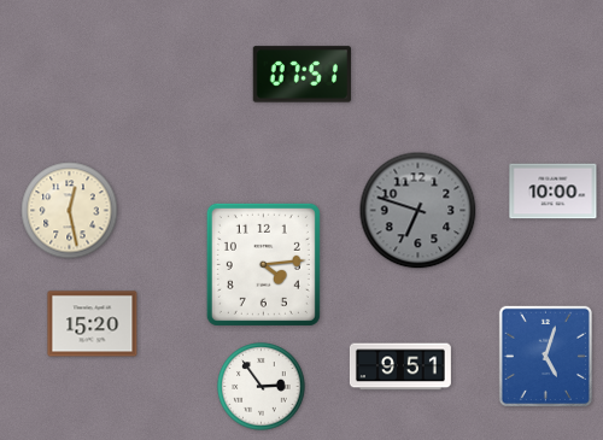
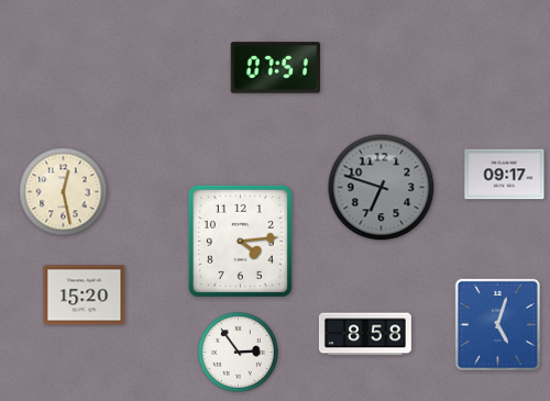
clock at (554, 192): 10:00 -> 09:17
clock at (418, 211) position: (418, 211) -> (382, 188)
clock at (400, 366): 9:51 -> 8:58
